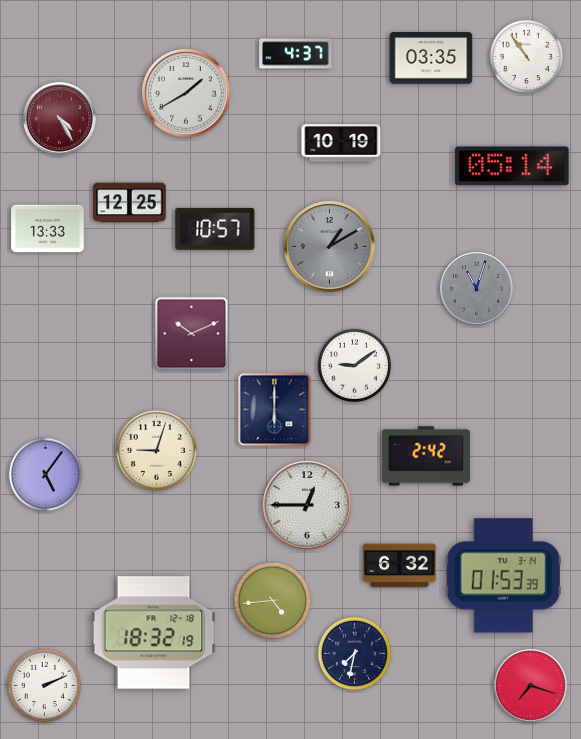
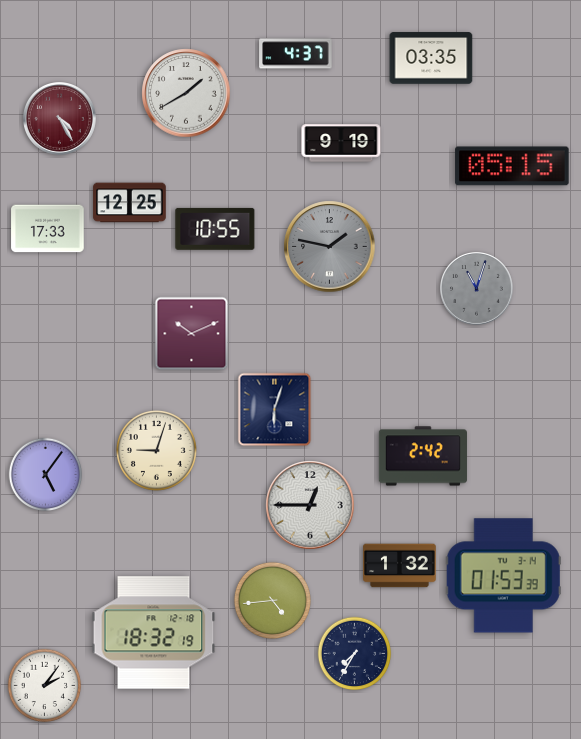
clock at (527, 57): 10:54 -> none
clock at (341, 143): 10:19 -> 9:19
clock at (512, 166): 05:14 -> 05:15
clock at (48, 229): 13:33 -> 17:33
clock at (215, 229): 10:57 -> 10:55
clock at (330, 247): 1:10 -> 1:47
clock at (355, 366): 9:09 -> none
clock at (275, 410): 6:00 -> 6:03
clock at (426, 456) position: (426, 456) -> (423, 456)
clock at (307, 505) position: (307, 505) -> (310, 505)
clock at (400, 566): 6:32 -> 1:32
clock at (355, 654): 7:32 -> 7:35
clock at (45, 686): 2:11 -> 2:06
clock at (531, 686): 7:18 -> none
